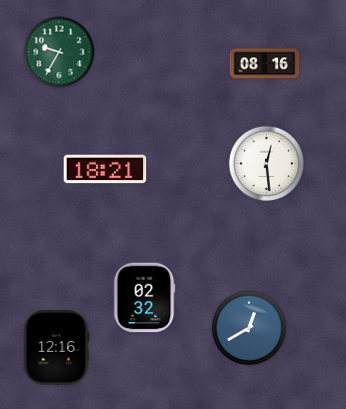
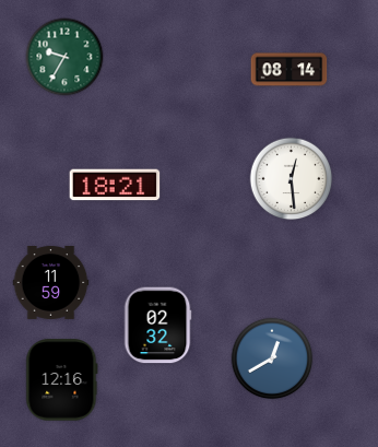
clock at (265, 64): 08:16 -> 08:14
clock at (51, 282): none -> 11:59
